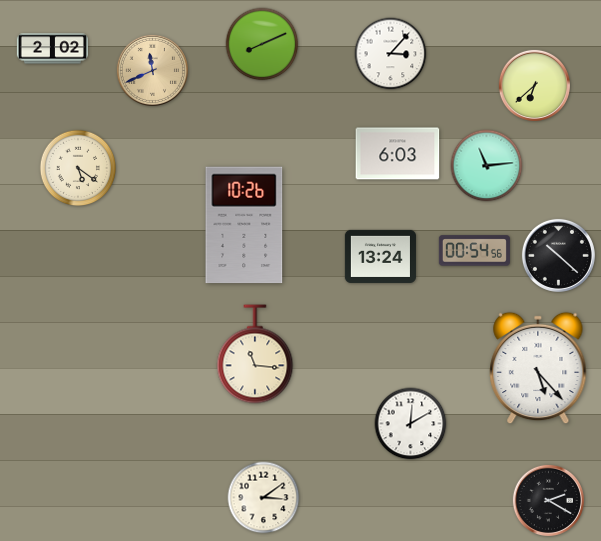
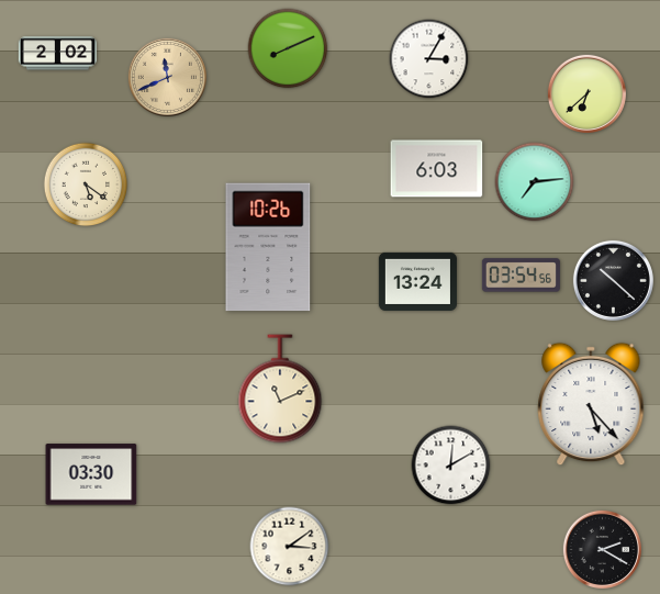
clock at (391, 54): 3:07 -> 3:05
clock at (487, 166): 11:14 -> 7:14
clock at (474, 251): 00:54 -> 03:54
clock at (255, 354): 11:16 -> 11:11
clock at (91, 474): none -> 03:30
